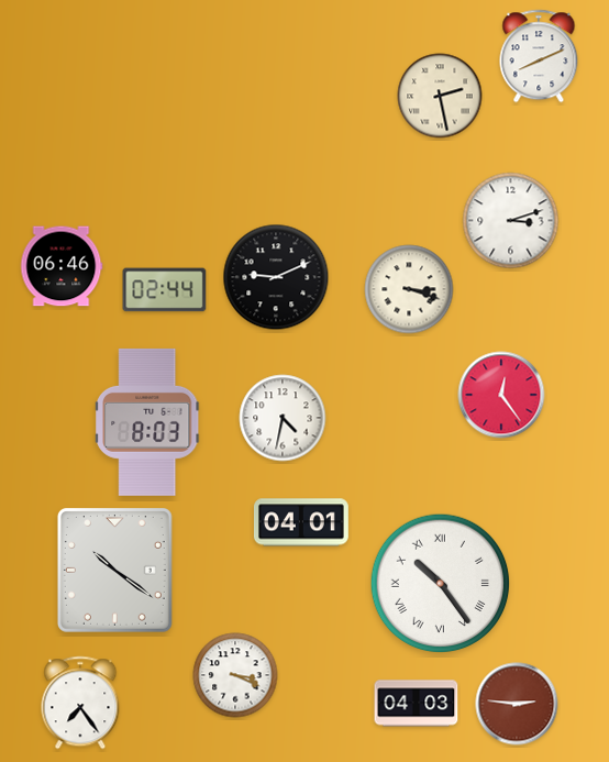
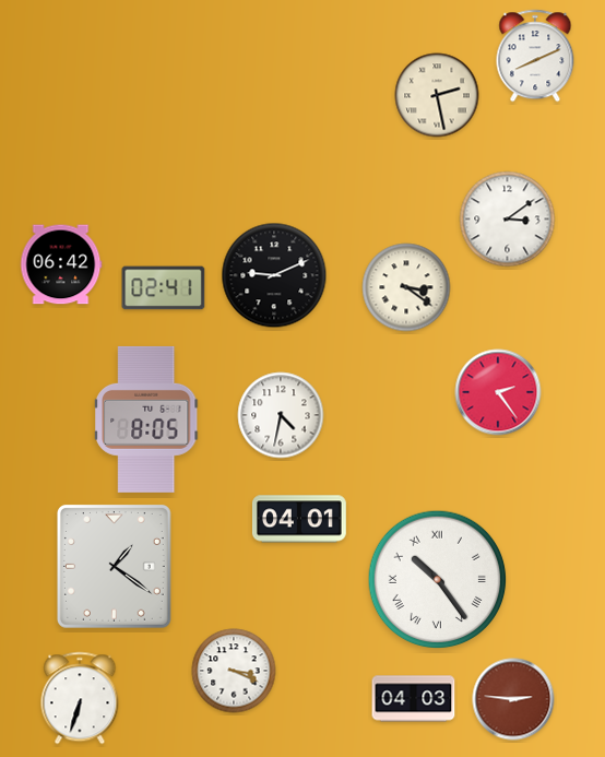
clock at (511, 221): 3:12 -> 3:09
clock at (62, 266): 06:46 -> 06:42
clock at (409, 289): 3:18 -> 3:21
clock at (165, 290): 02:44 -> 02:41
clock at (501, 395): 12:24 -> 2:24
clock at (148, 422): 8:03 -> 8:05
clock at (114, 570): 10:21 -> 1:21
clock at (80, 703): 7:24 -> 6:33
